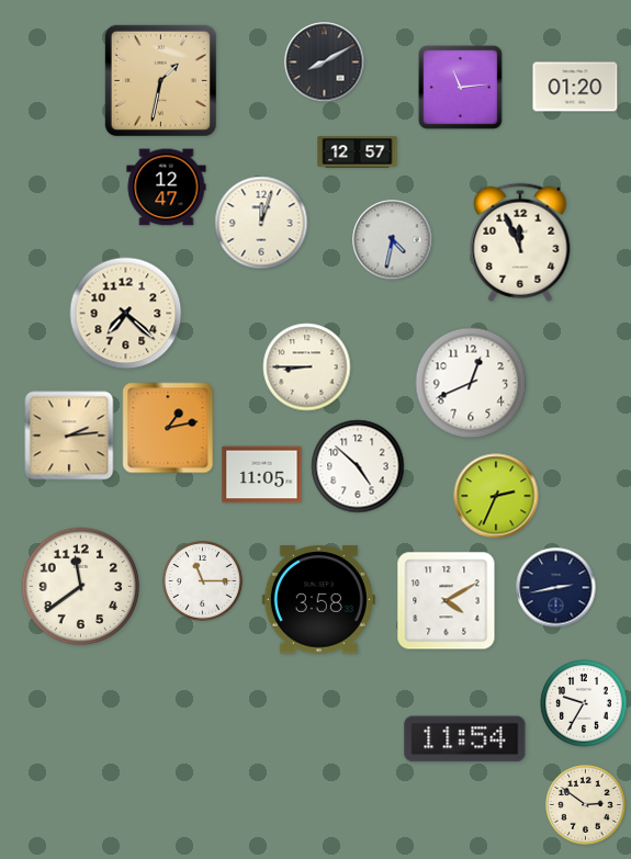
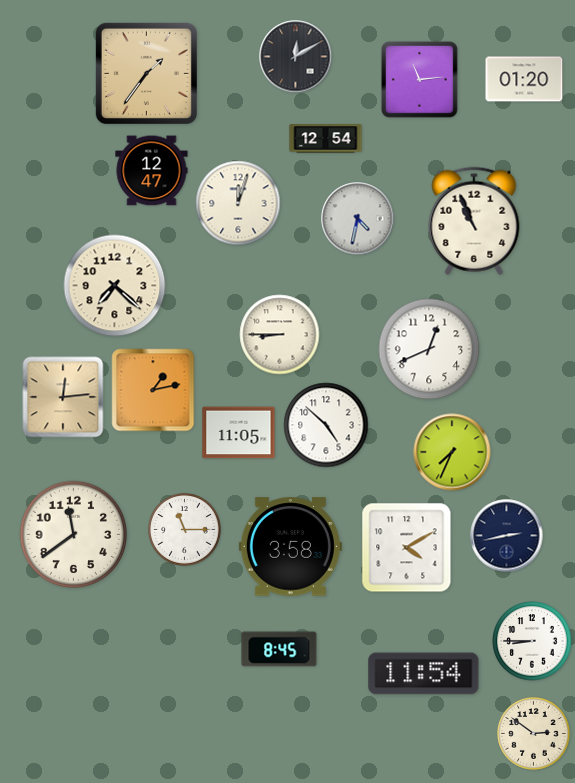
clock at (325, 63): 8:10 -> 12:10
clock at (160, 80): 1:32 -> 1:36
clock at (358, 152): 12:57 -> 12:54
clock at (520, 242): 11:56 -> 10:56
clock at (69, 436): 2:14 -> 12:14
clock at (496, 496): 2:34 -> 7:34
clock at (584, 703): 9:35 -> 8:45
clock at (279, 649): none -> 8:45
